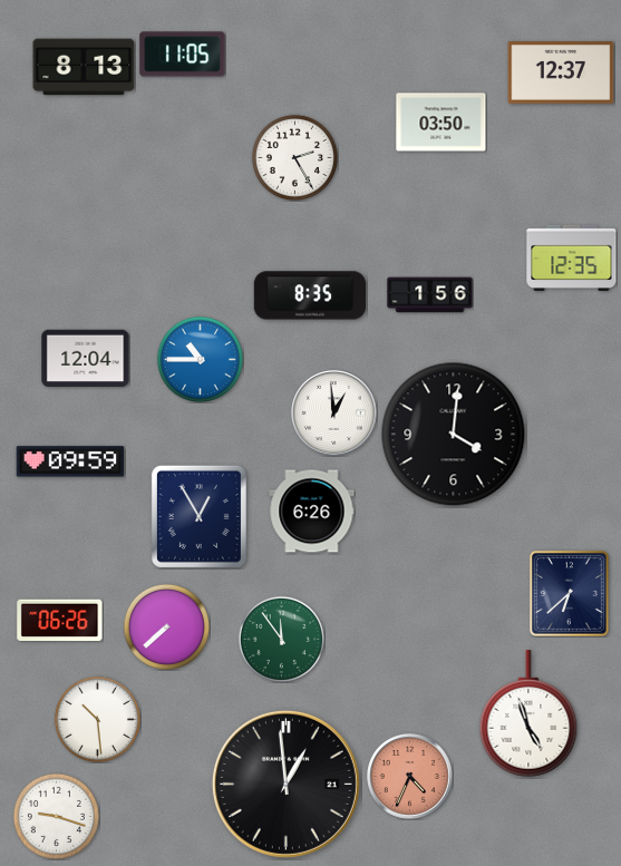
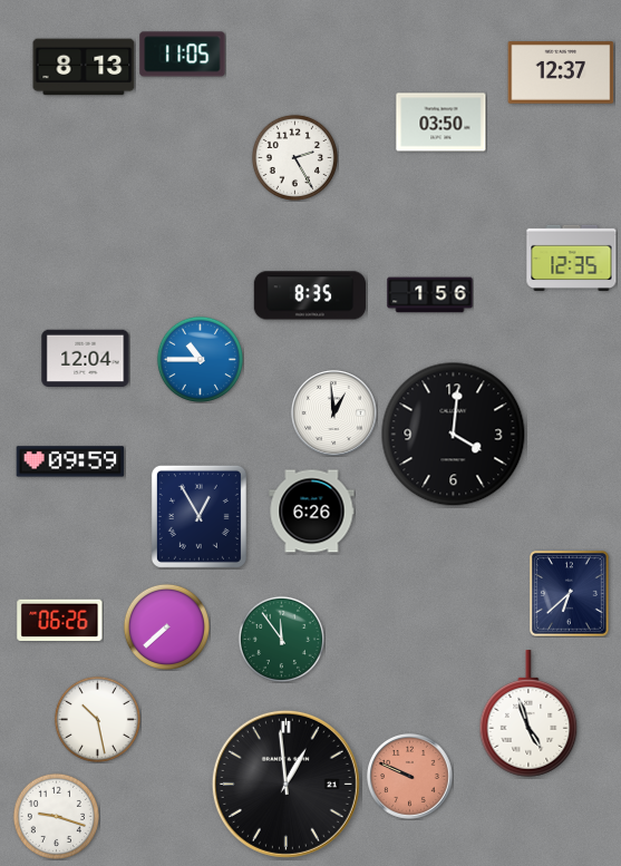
clock at (97, 719): 10:29 -> 10:28
clock at (410, 777): 4:34 -> 9:49
